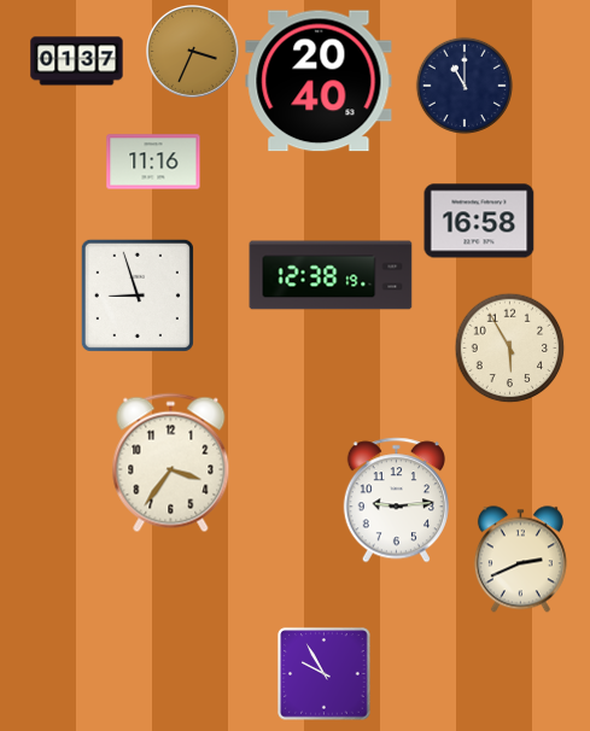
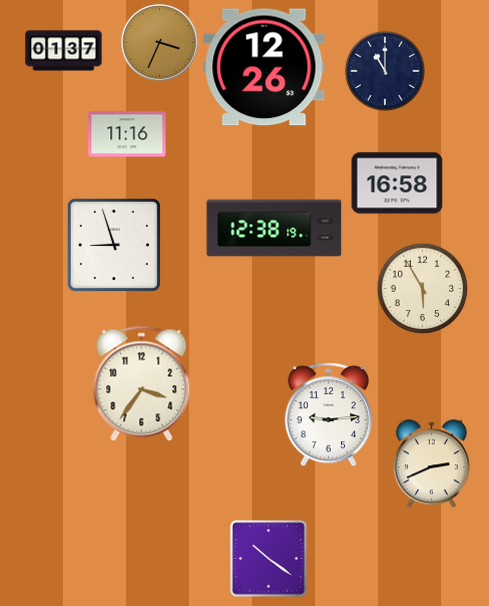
clock at (319, 81): 20:40 -> 12:26
clock at (325, 674): 9:55 -> 10:21
